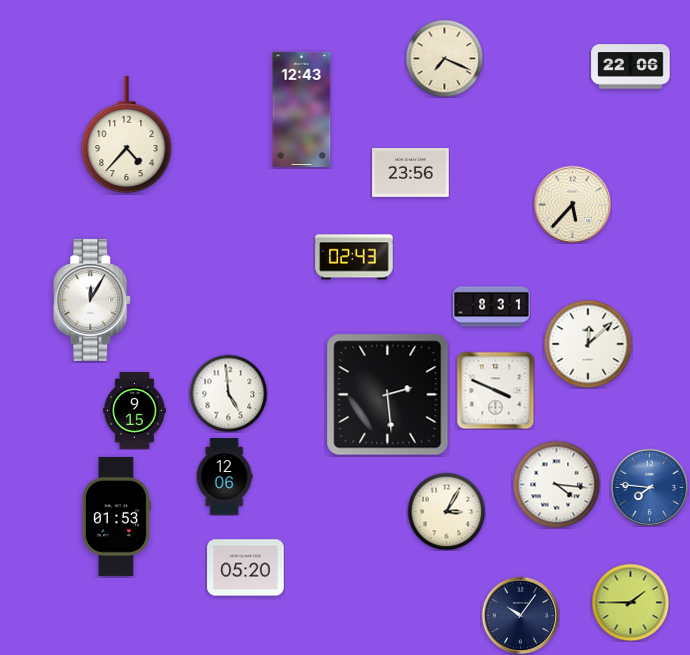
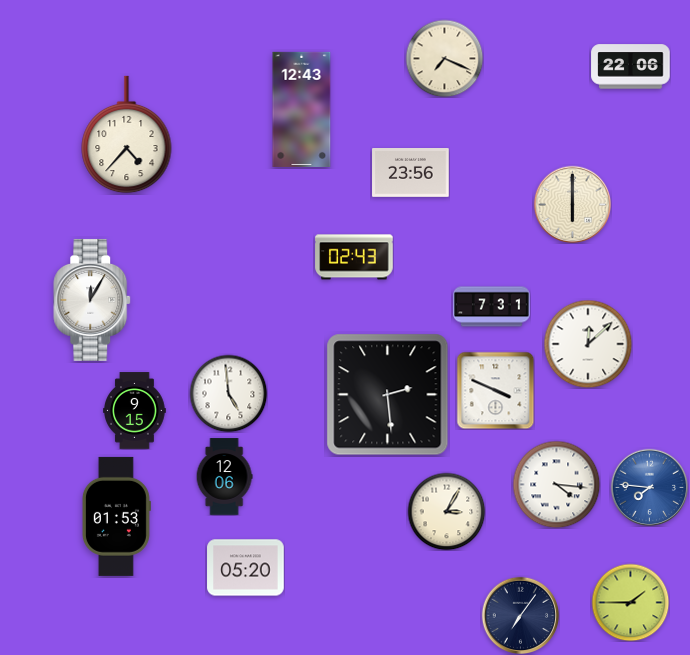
clock at (572, 204): 5:37 -> 6:00
clock at (492, 307): 8:31 -> 7:31
clock at (520, 615): 10:06 -> 7:06
